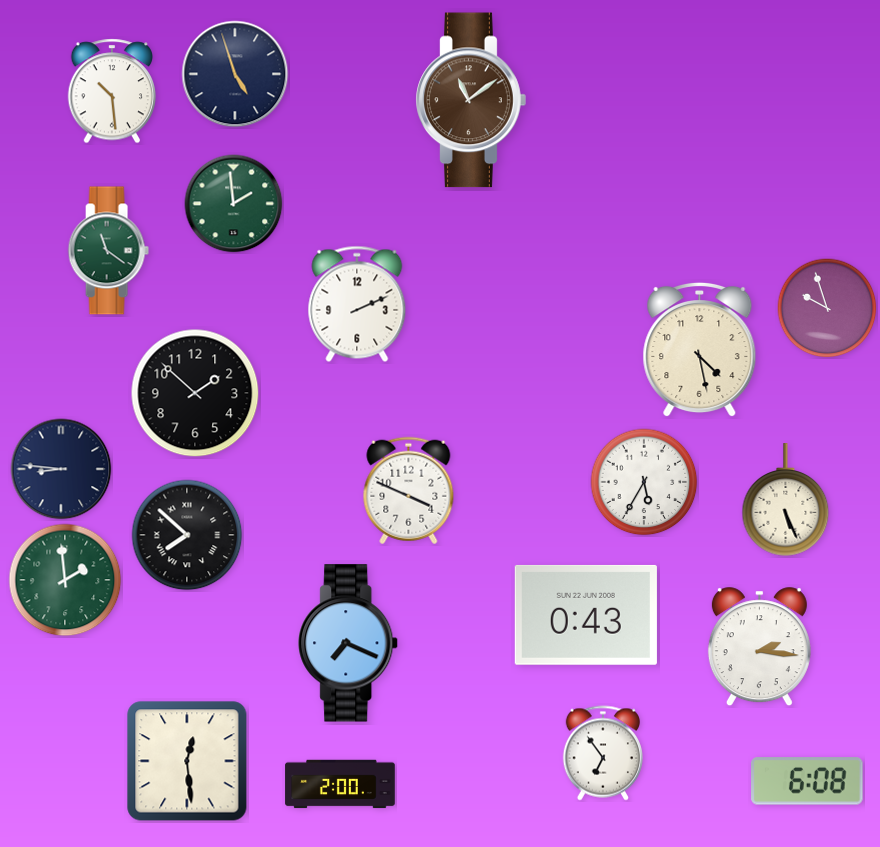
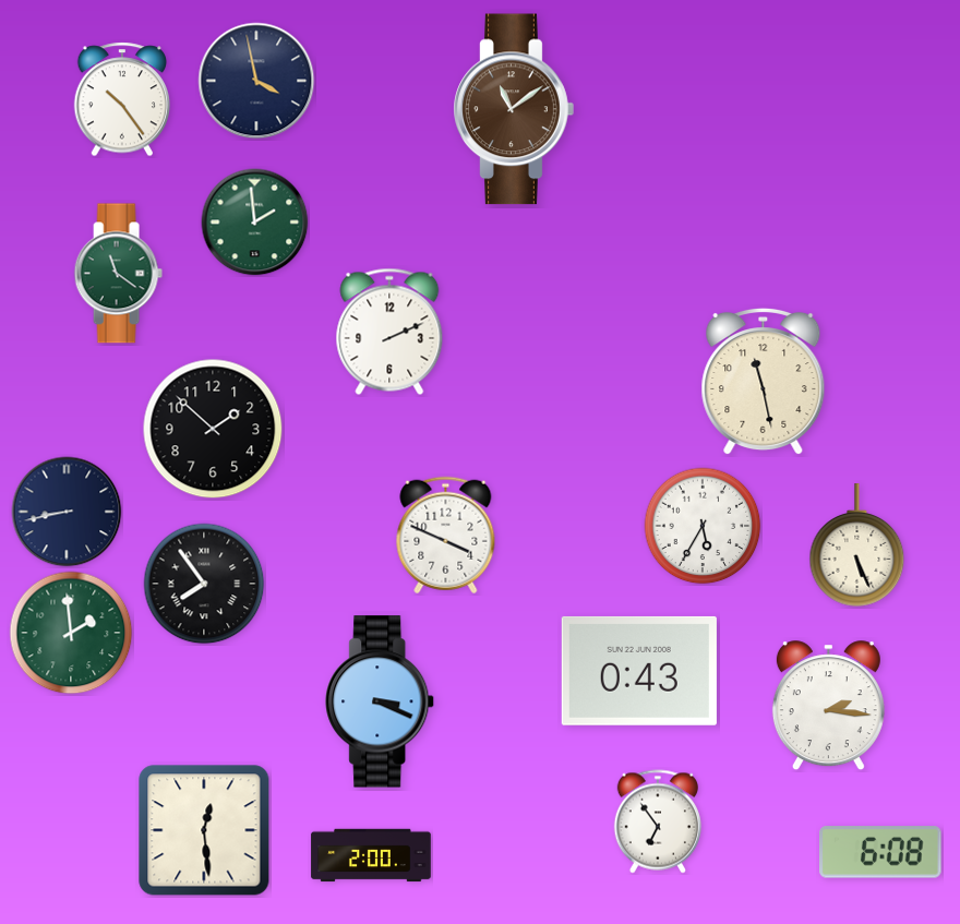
clock at (235, 74): 4:57 -> 3:58
clock at (112, 91): 10:29 -> 10:24
clock at (827, 308): 9:57 -> none
clock at (700, 350): 4:28 -> 11:28
clock at (61, 469): 8:46 -> 8:43
clock at (187, 535): 7:52 -> 7:54
clock at (349, 643): 7:19 -> 3:19
